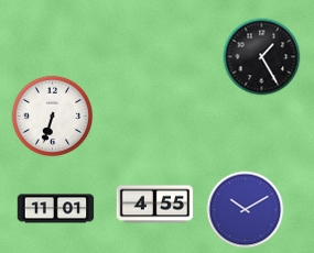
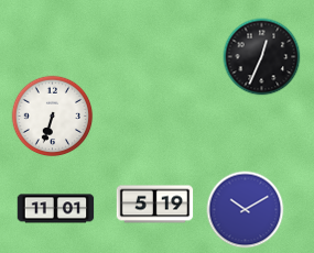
clock at (262, 57): 1:25 -> 12:34
clock at (155, 205): 4:55 -> 5:19
